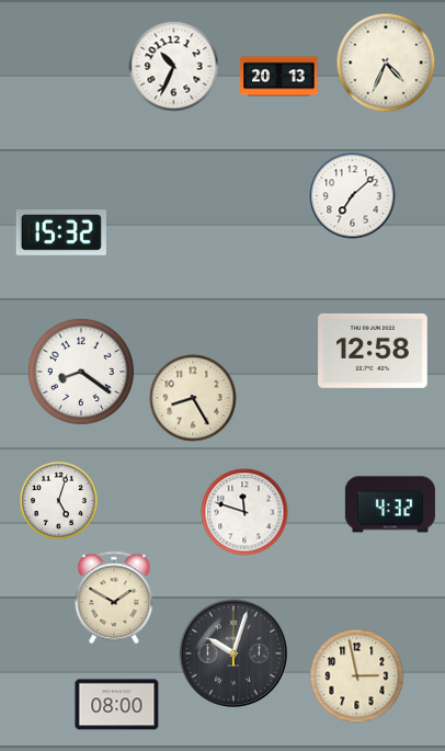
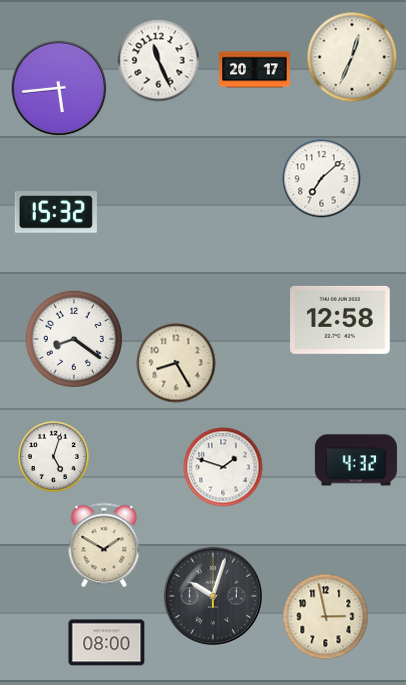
clock at (386, 62): 4:34 -> 12:34
clock at (174, 67): 10:34 -> 11:26
clock at (279, 77): 20:13 -> 20:17
clock at (59, 88): none -> 5:44
clock at (244, 512): 11:48 -> 1:48
